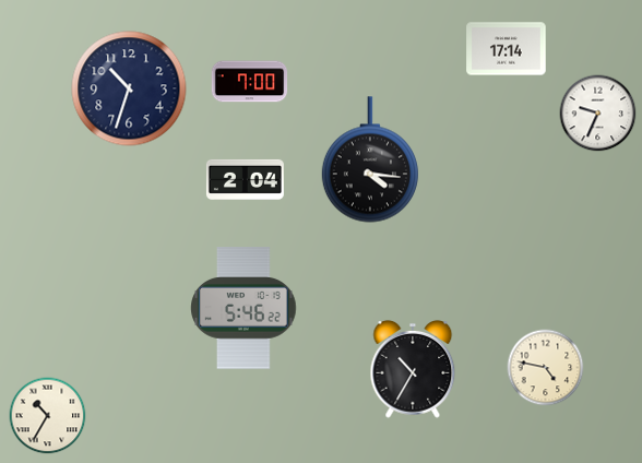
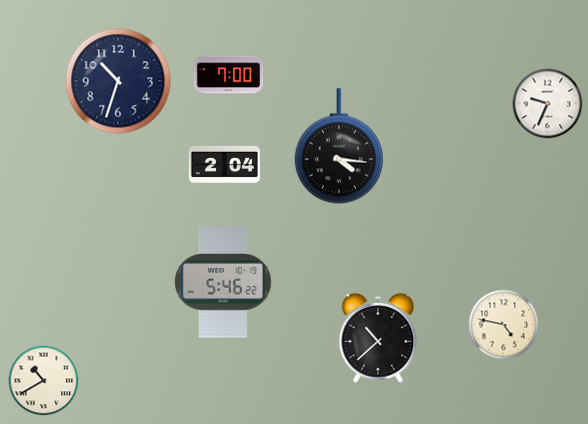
clock at (507, 49): 17:14 -> none
clock at (546, 368) position: (546, 368) -> (504, 325)
clock at (413, 369): 10:35 -> 10:38
clock at (48, 416): 10:35 -> 10:40
